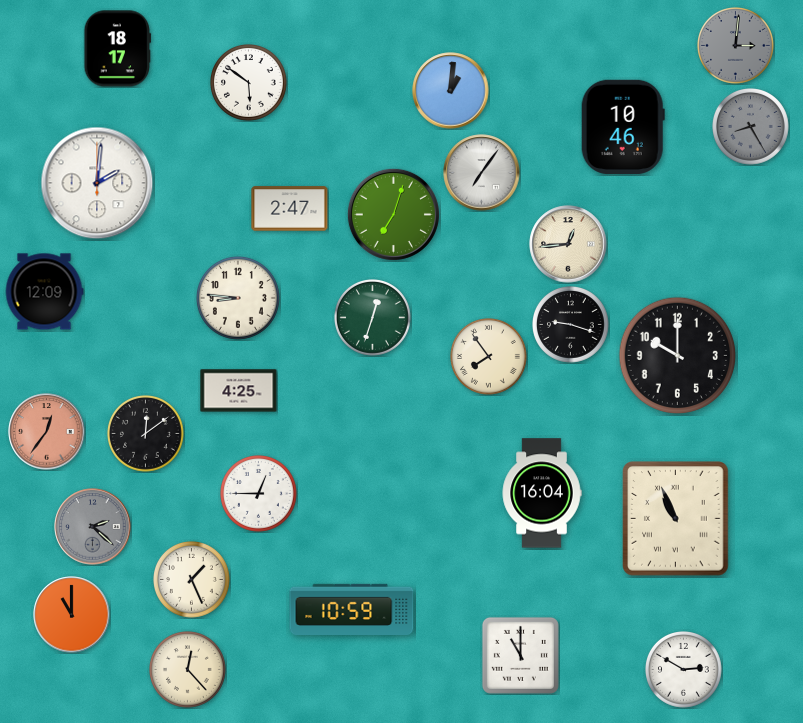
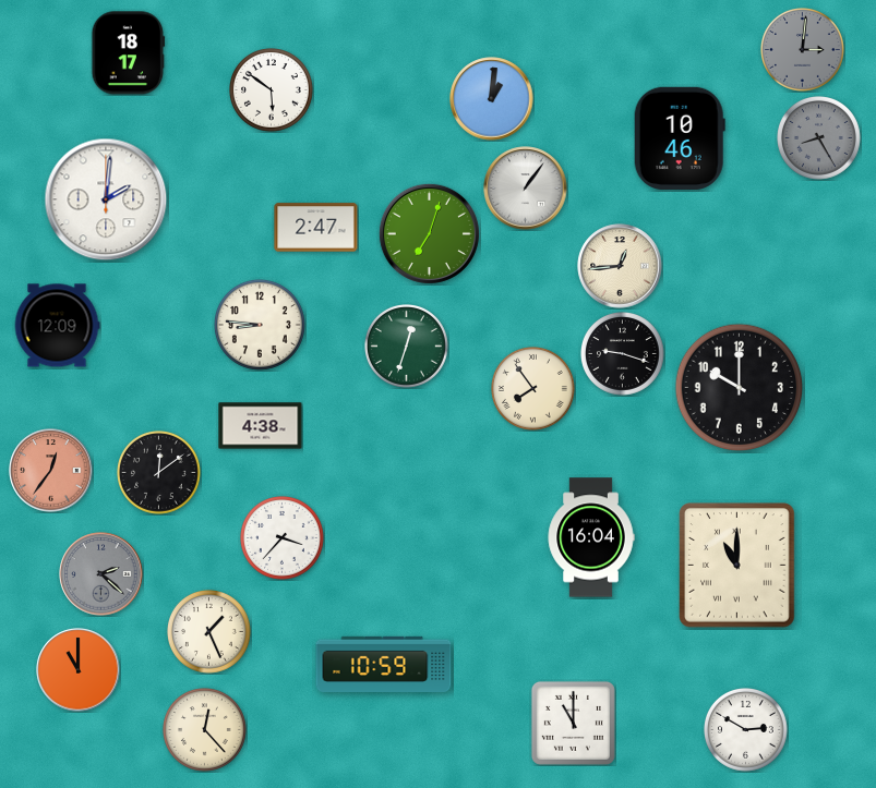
clock at (482, 173): 7:06 -> 1:06
clock at (44, 292) position: (44, 292) -> (57, 326)
clock at (239, 391): 4:25 -> 4:38
clock at (259, 494): 12:45 -> 3:37
clock at (676, 519): 10:56 -> 11:00
clock at (520, 655) position: (520, 655) -> (573, 723)
